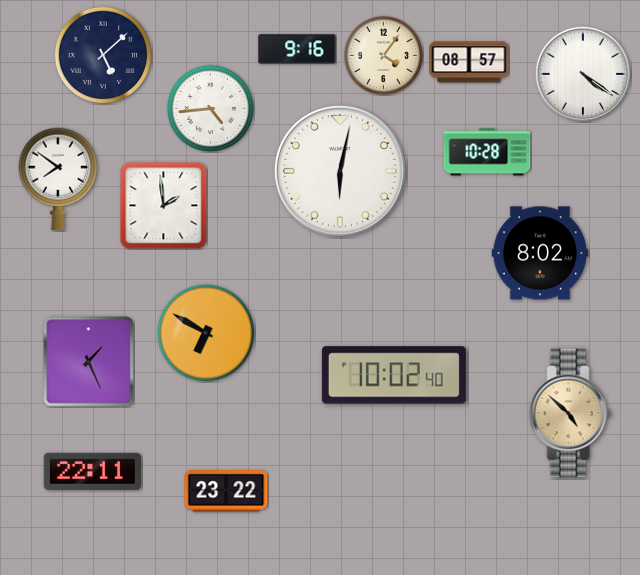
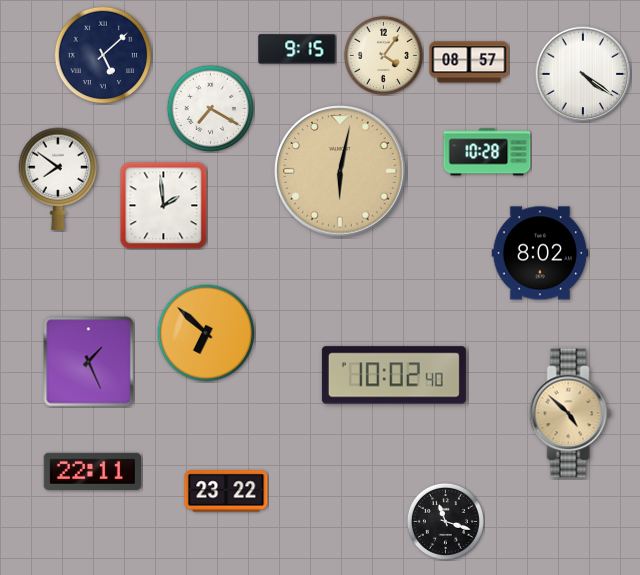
clock at (297, 49): 9:16 -> 9:15
clock at (210, 108): 4:44 -> 7:20
clock at (341, 172) dial: white -> champagne
clock at (206, 333): 6:50 -> 6:52
clock at (445, 521): none -> 11:18
